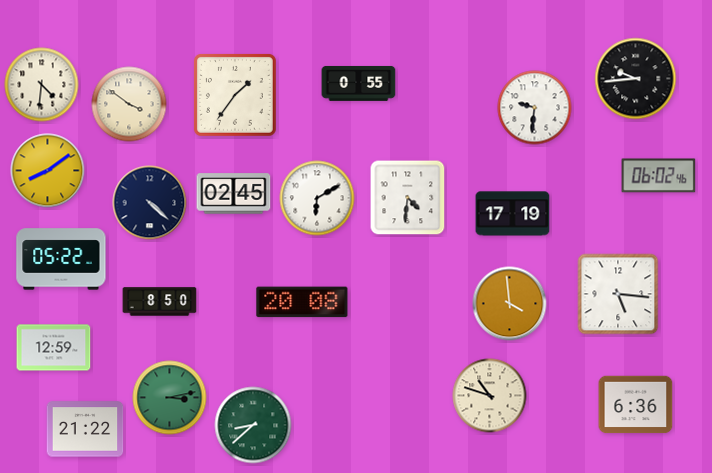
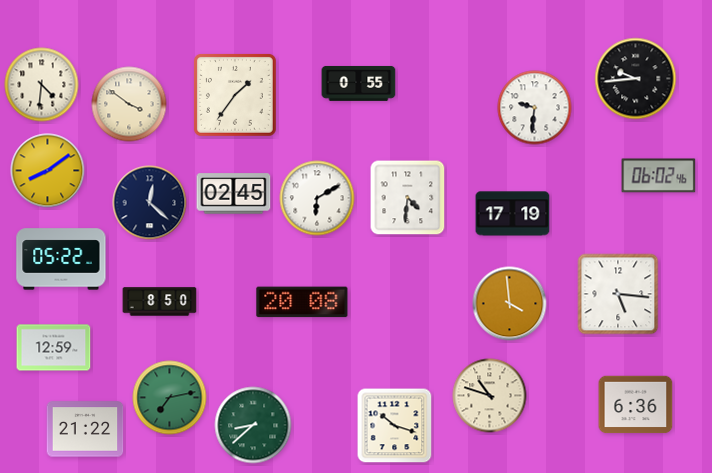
clock at (150, 203): 4:22 -> 12:22
clock at (170, 398): 3:13 -> 7:13
clock at (395, 426): none -> 10:18
